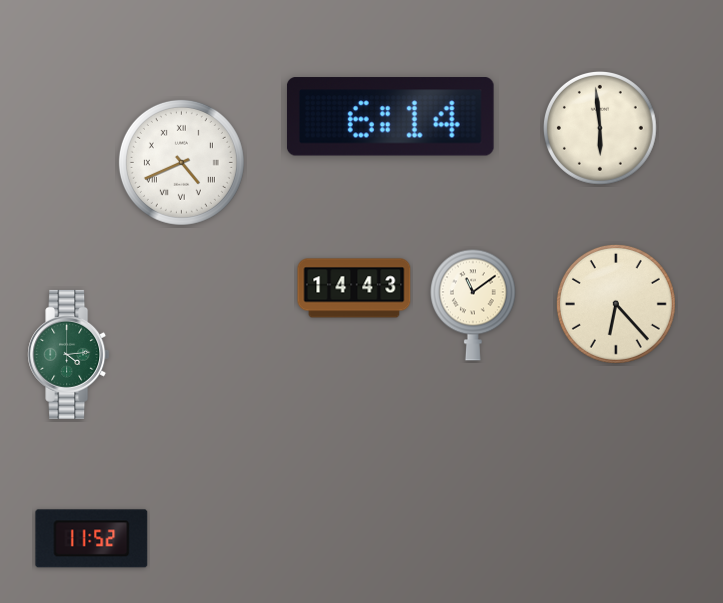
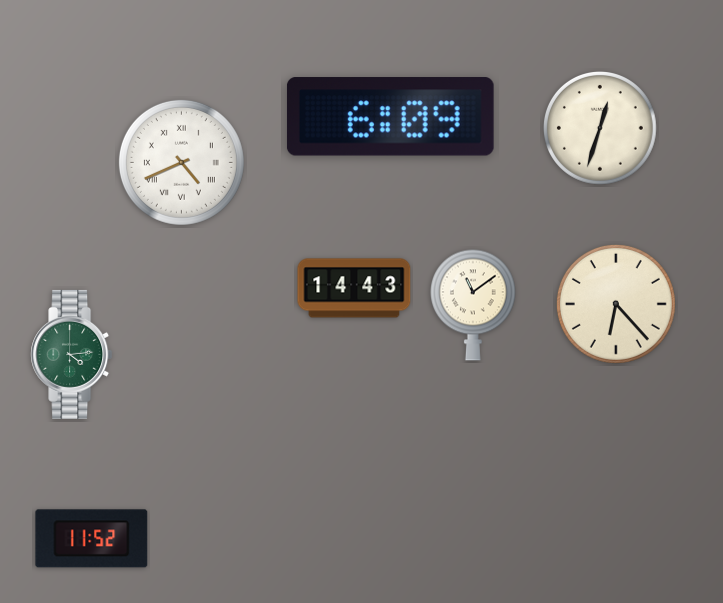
clock at (390, 117): 6:14 -> 6:09
clock at (600, 128): 5:59 -> 12:33
clock at (69, 354) position: (69, 354) -> (72, 354)
